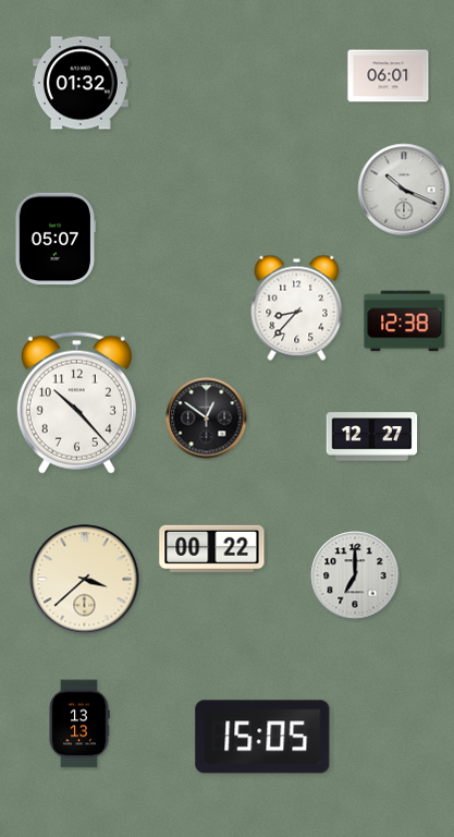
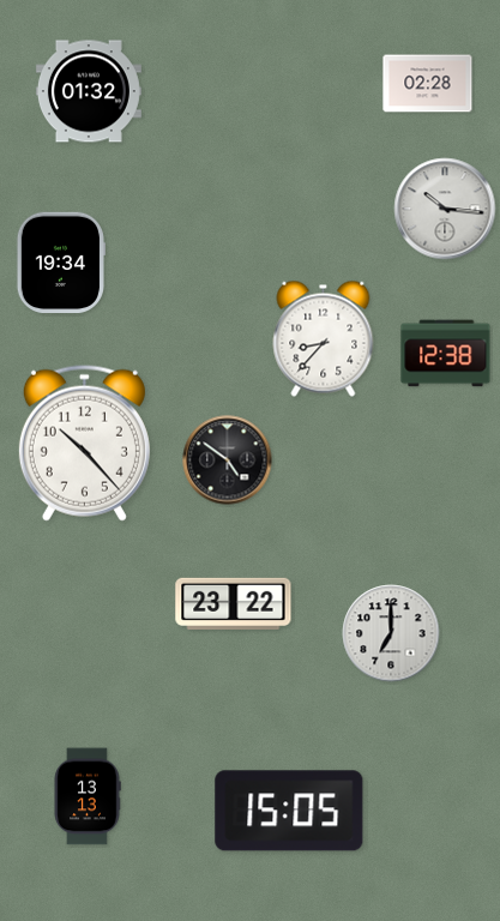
clock at (389, 76): 06:01 -> 02:28
clock at (404, 190): 10:19 -> 10:16
clock at (54, 239): 05:07 -> 19:34
clock at (297, 307) position: (297, 307) -> (324, 338)
clock at (207, 418): 12:51 -> 4:51
clock at (372, 437): 12:27 -> none
clock at (212, 548): 00:22 -> 23:22
clock at (85, 580): 3:38 -> none
